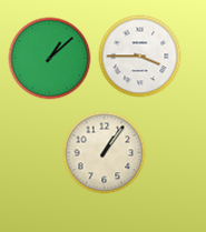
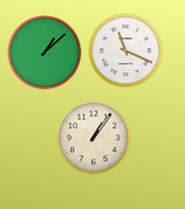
clock at (140, 57): 3:45 -> 11:19
